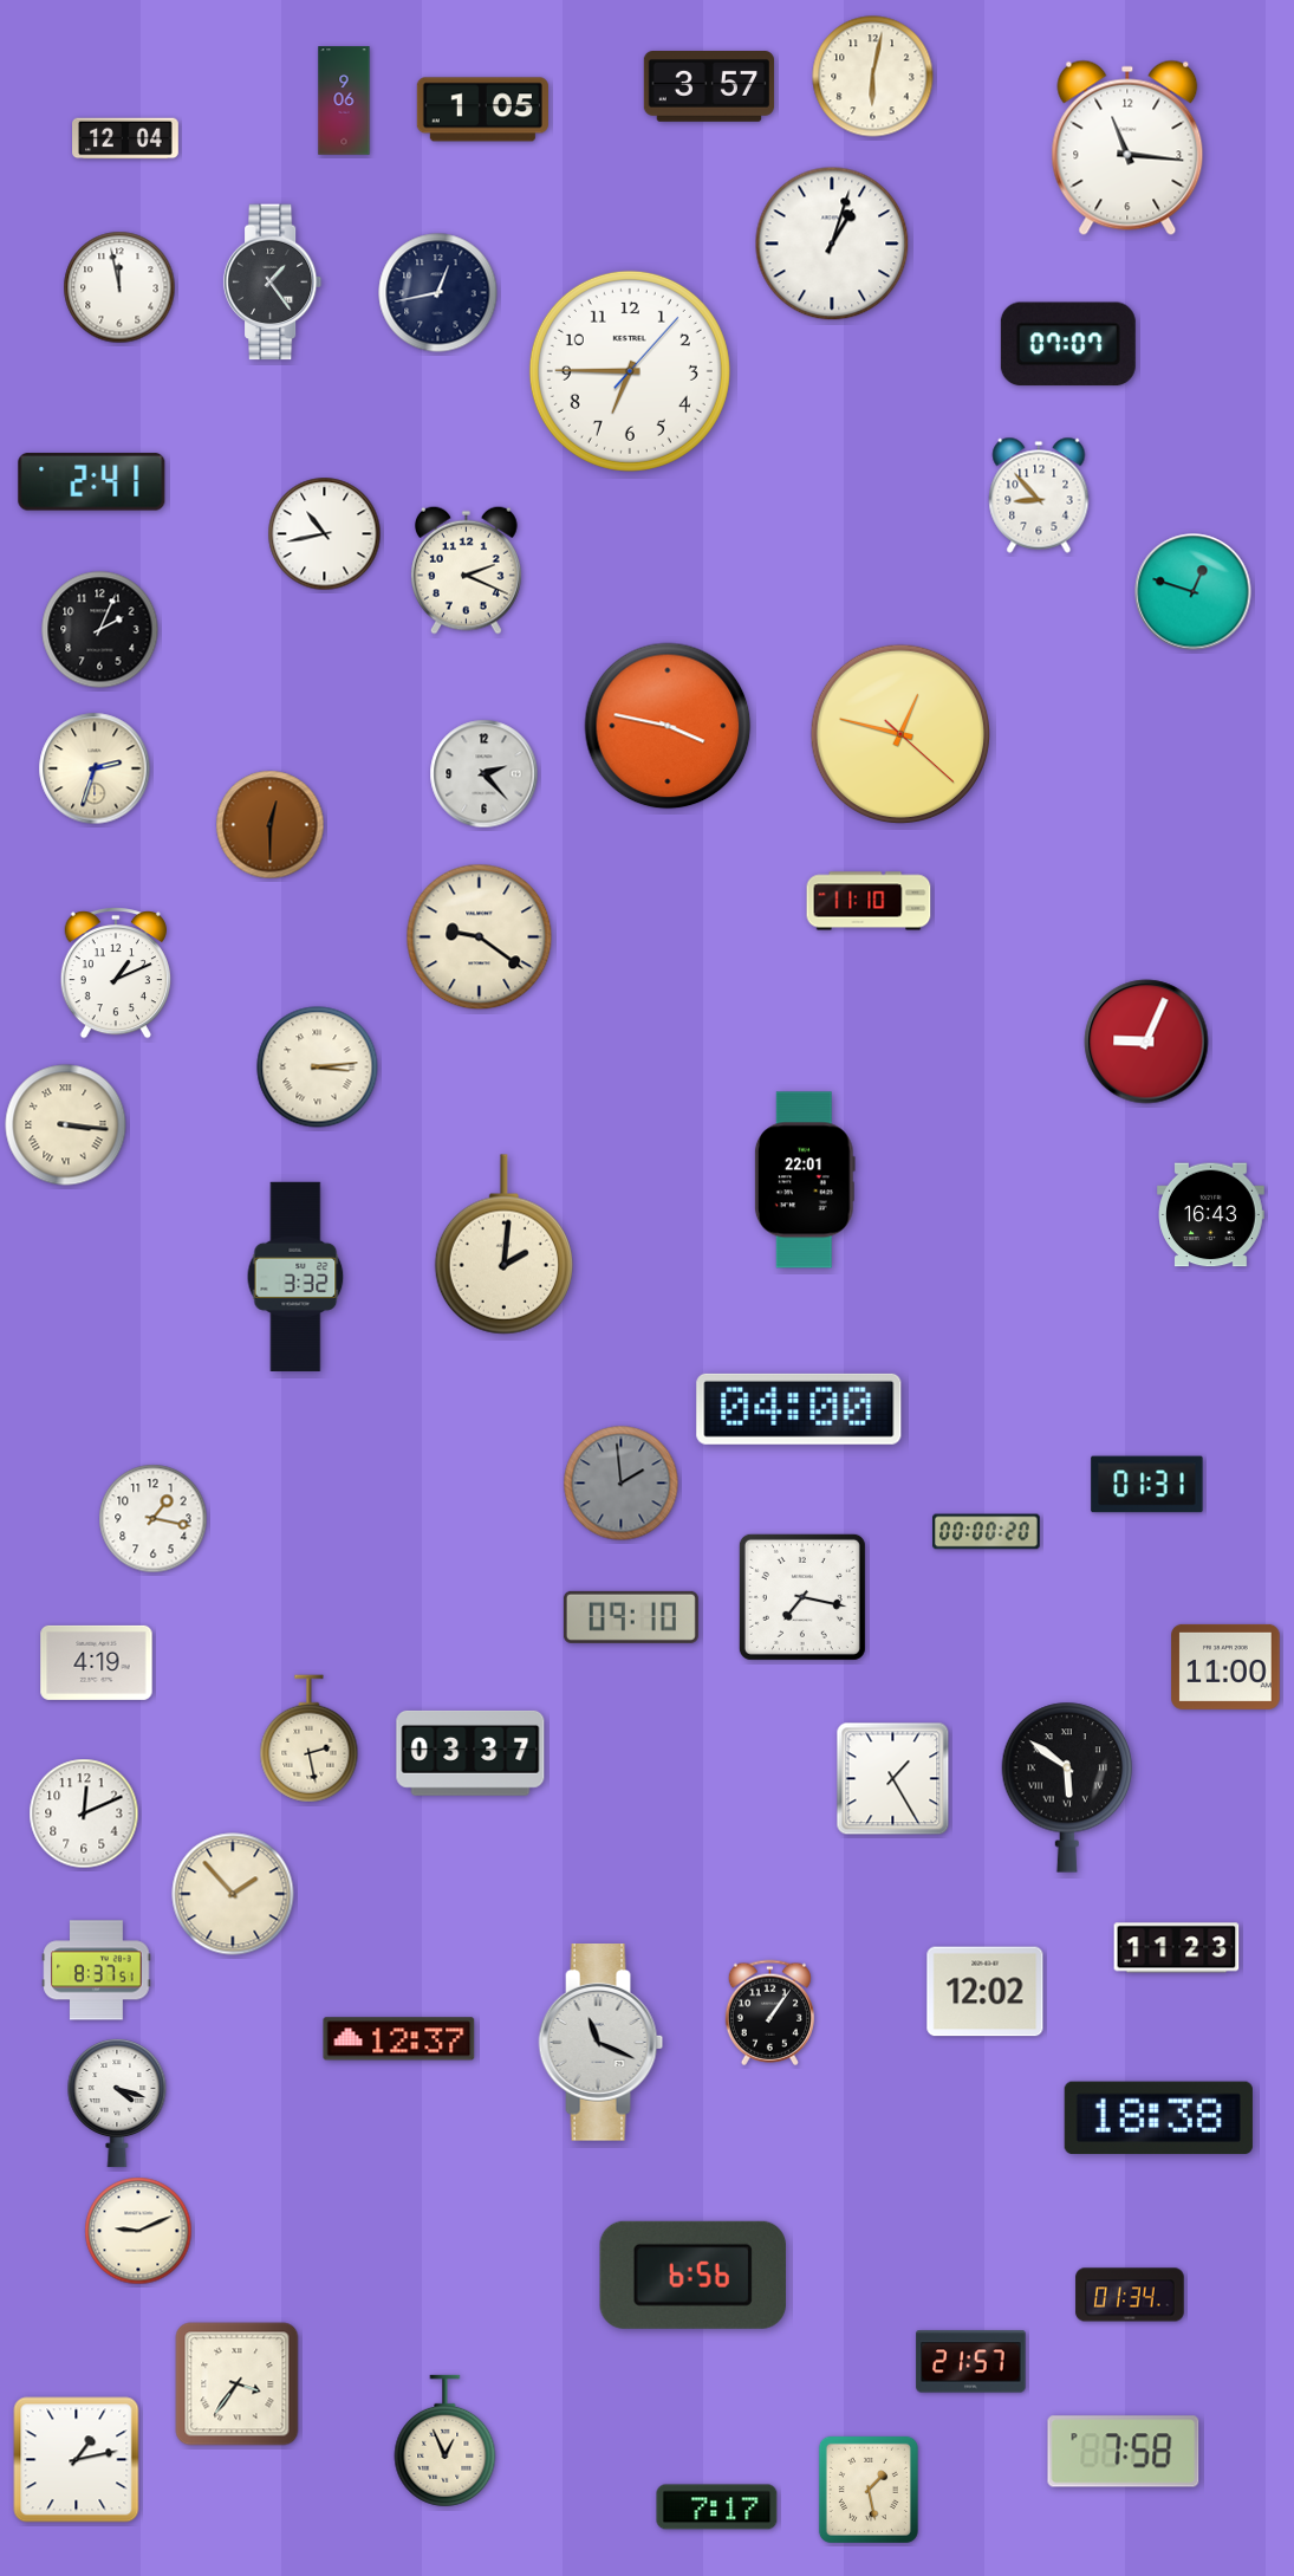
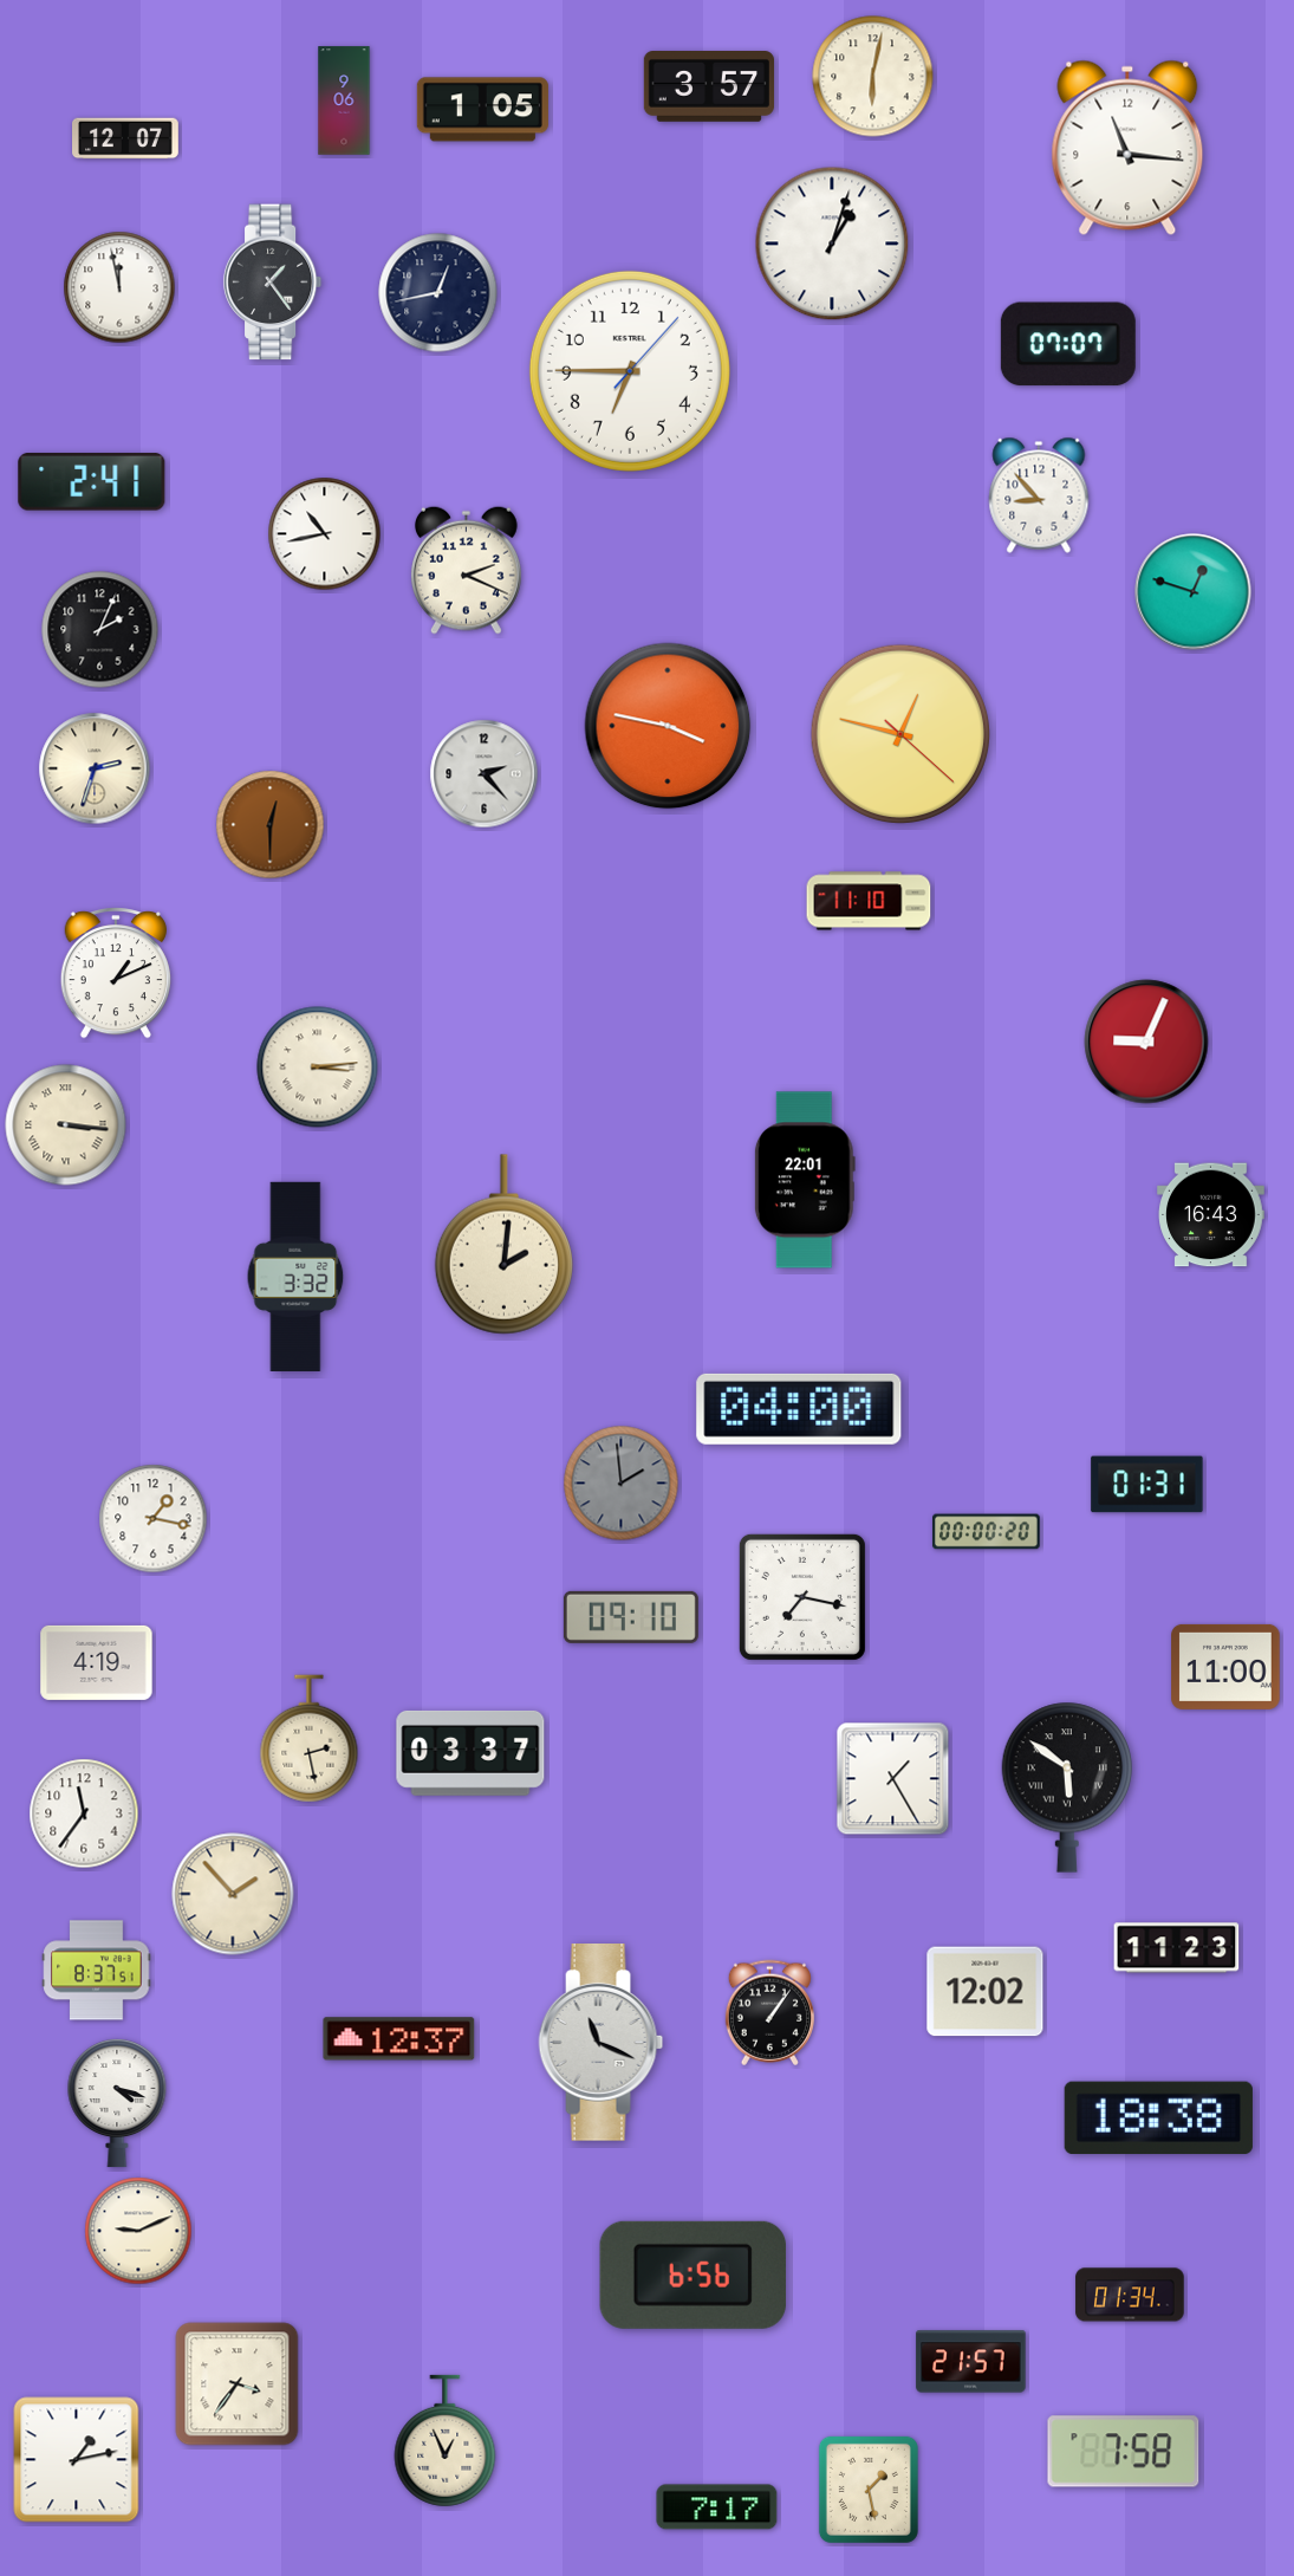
clock at (126, 138): 12:04 -> 12:07
clock at (480, 937): 9:21 -> none
clock at (84, 1813): 12:11 -> 11:36
